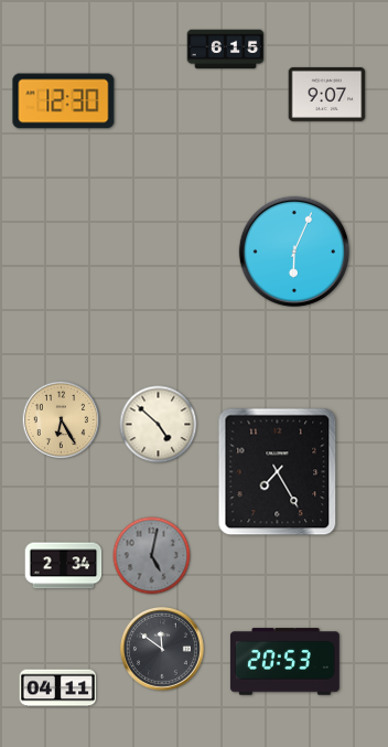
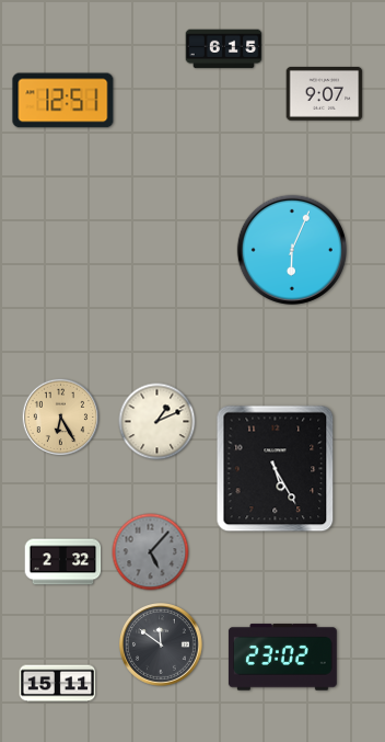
clock at (64, 102): 12:30 -> 12:51
clock at (159, 425): 4:52 -> 1:11
clock at (278, 472): 7:25 -> 5:25
clock at (152, 556): 5:02 -> 5:07
clock at (64, 566): 2:34 -> 2:32
clock at (284, 662): 20:53 -> 23:02
clock at (58, 689): 04:11 -> 15:11
